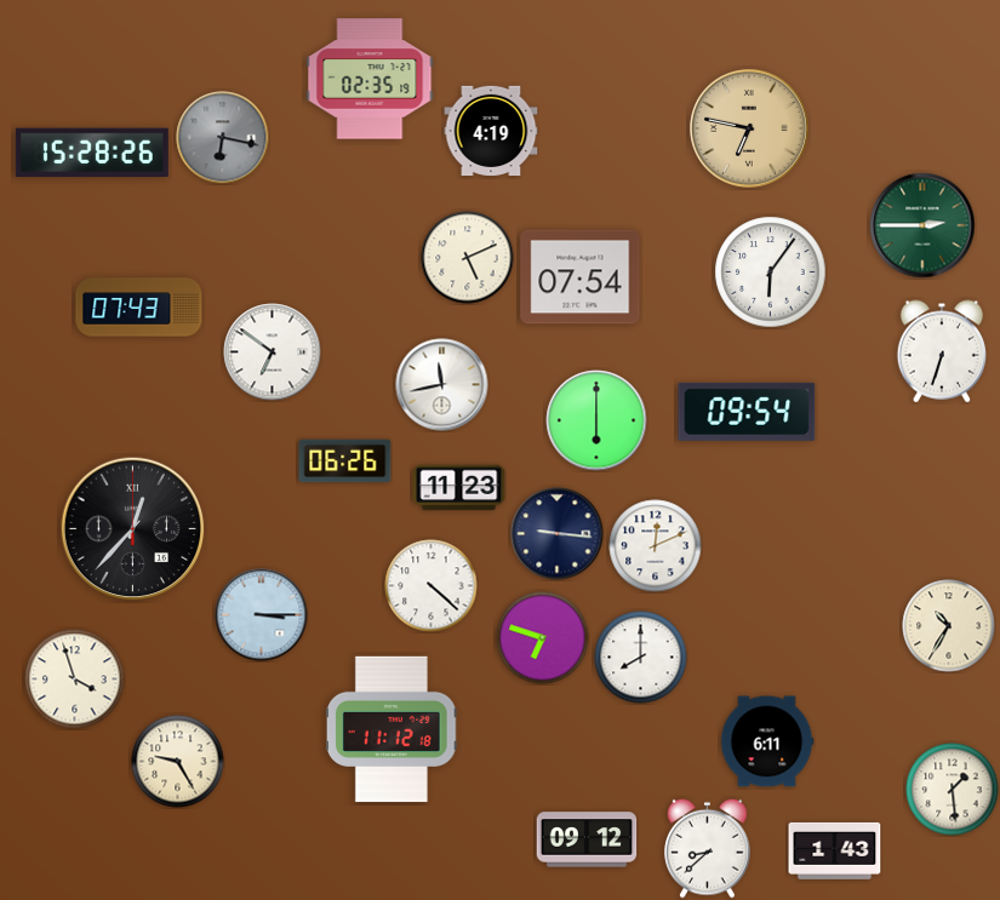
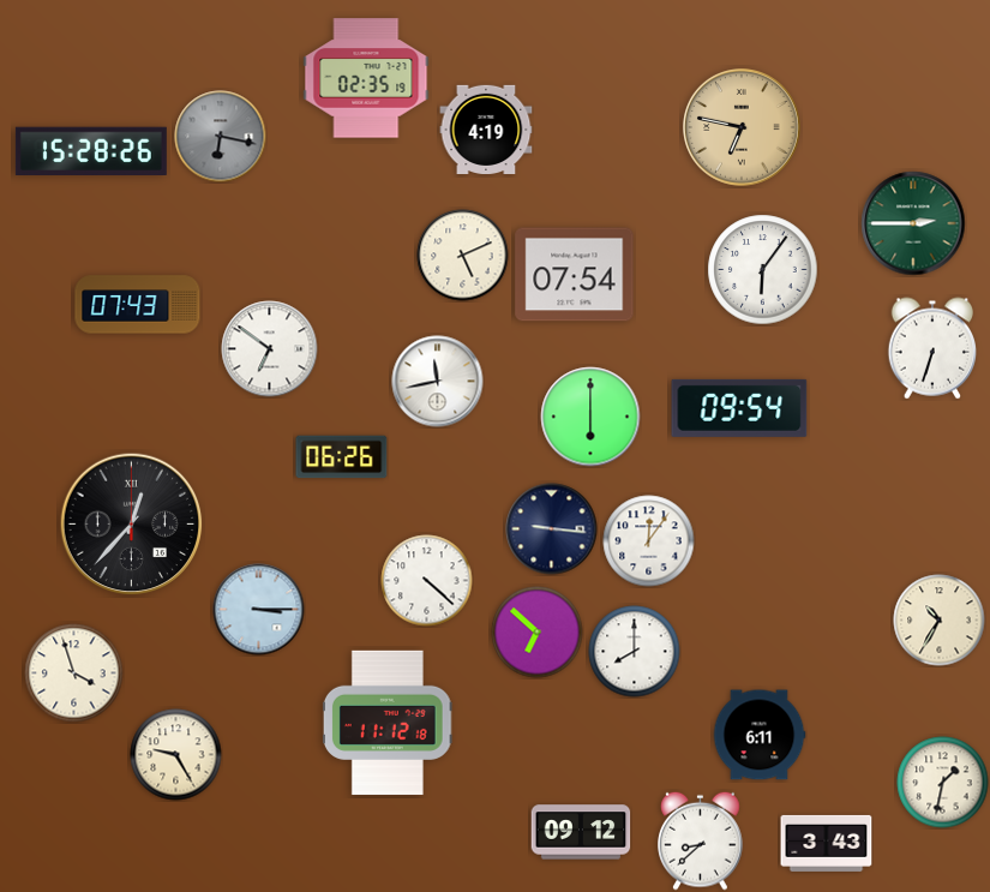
clock at (459, 488): 11:23 -> none
clock at (656, 546): 12:11 -> 12:06
clock at (543, 638): 6:48 -> 6:52
clock at (953, 790): 1:29 -> 1:32
clock at (835, 850): 1:43 -> 3:43
